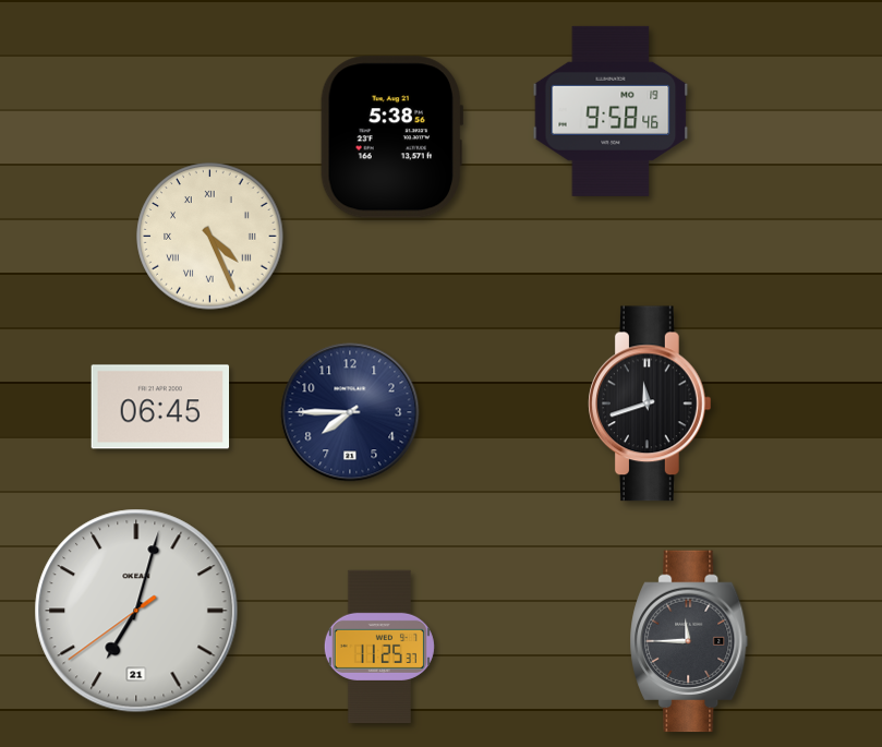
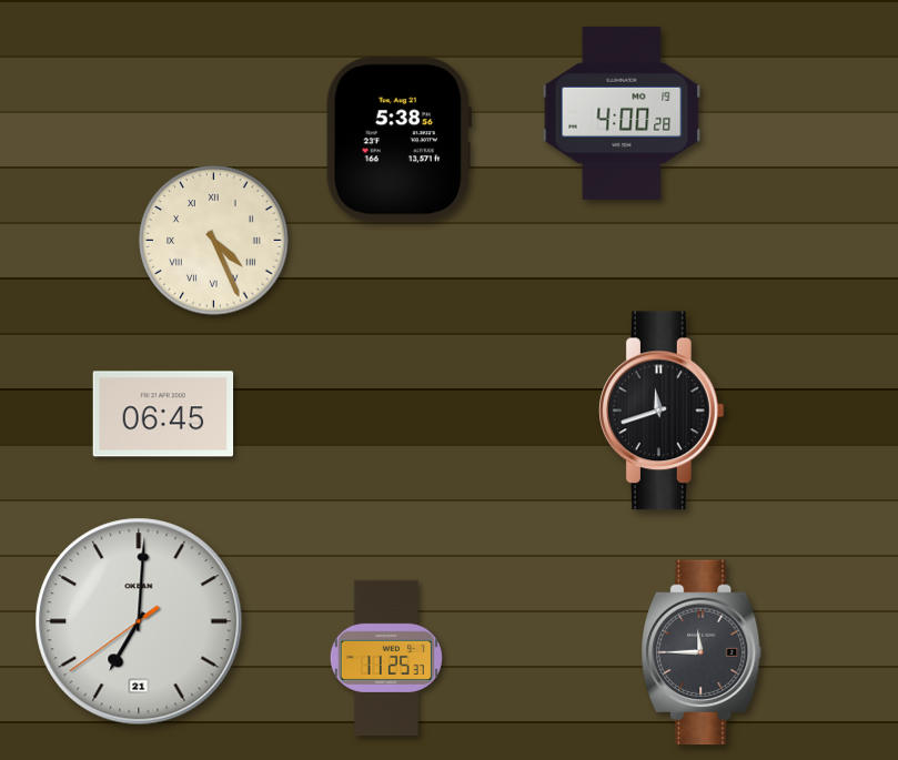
clock at (611, 111): 9:58 -> 4:00
clock at (350, 412): 7:45 -> none
clock at (136, 611): 7:02 -> 7:00
